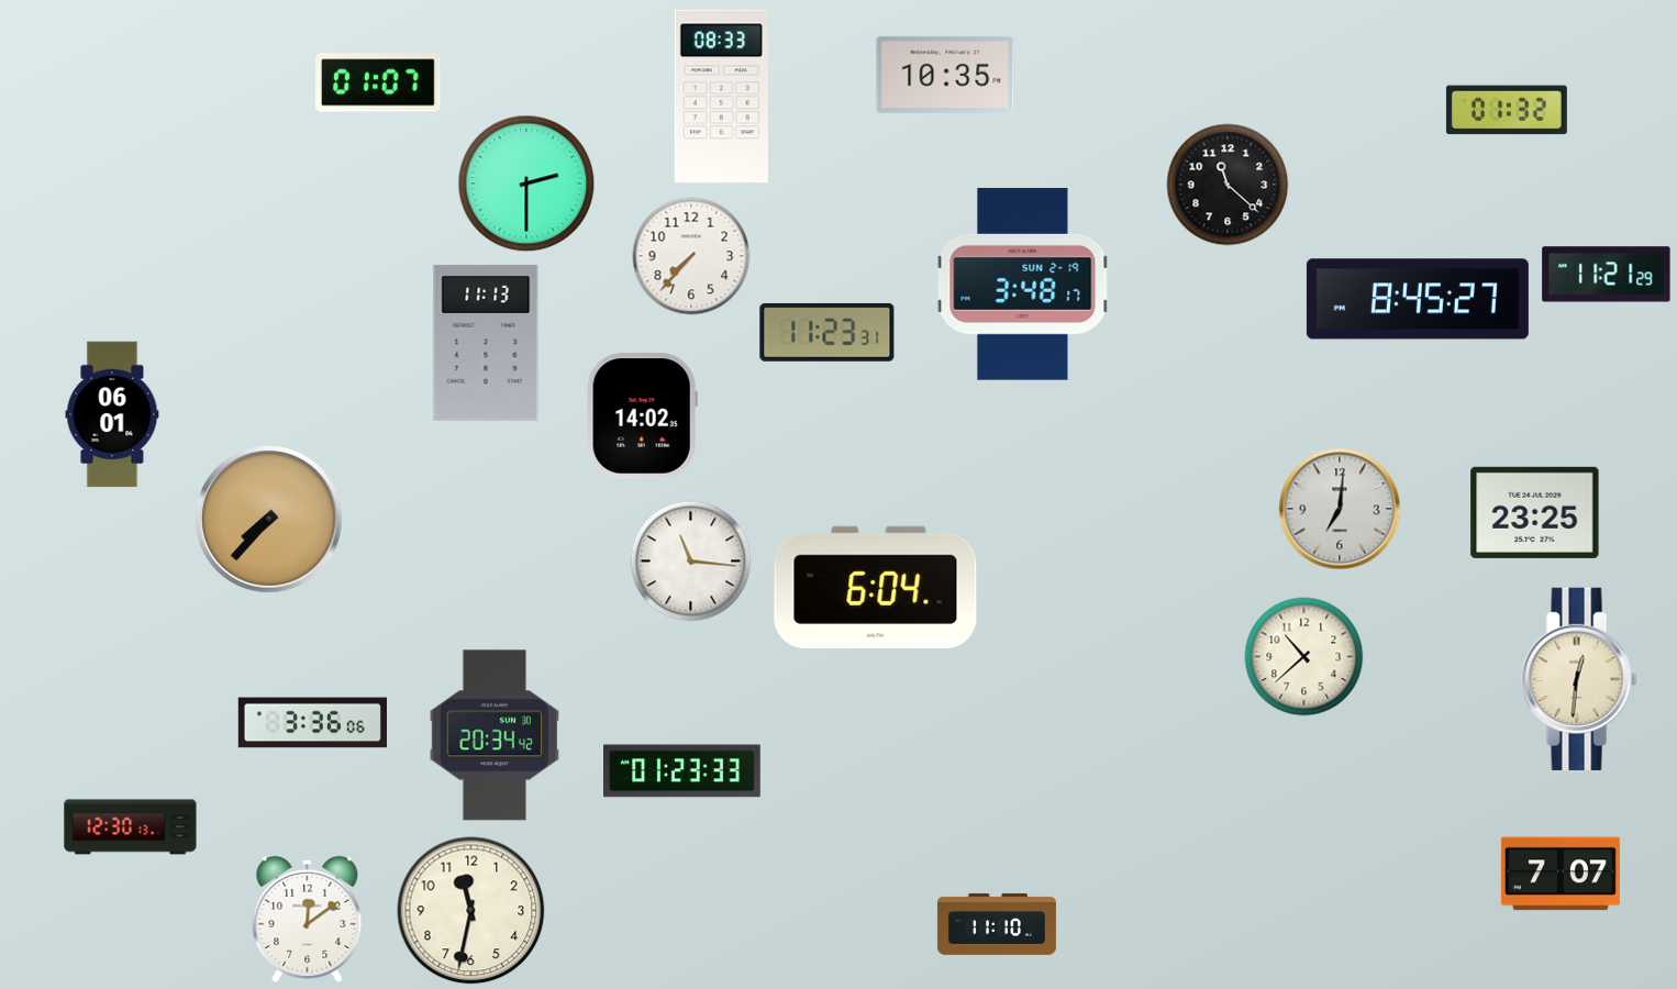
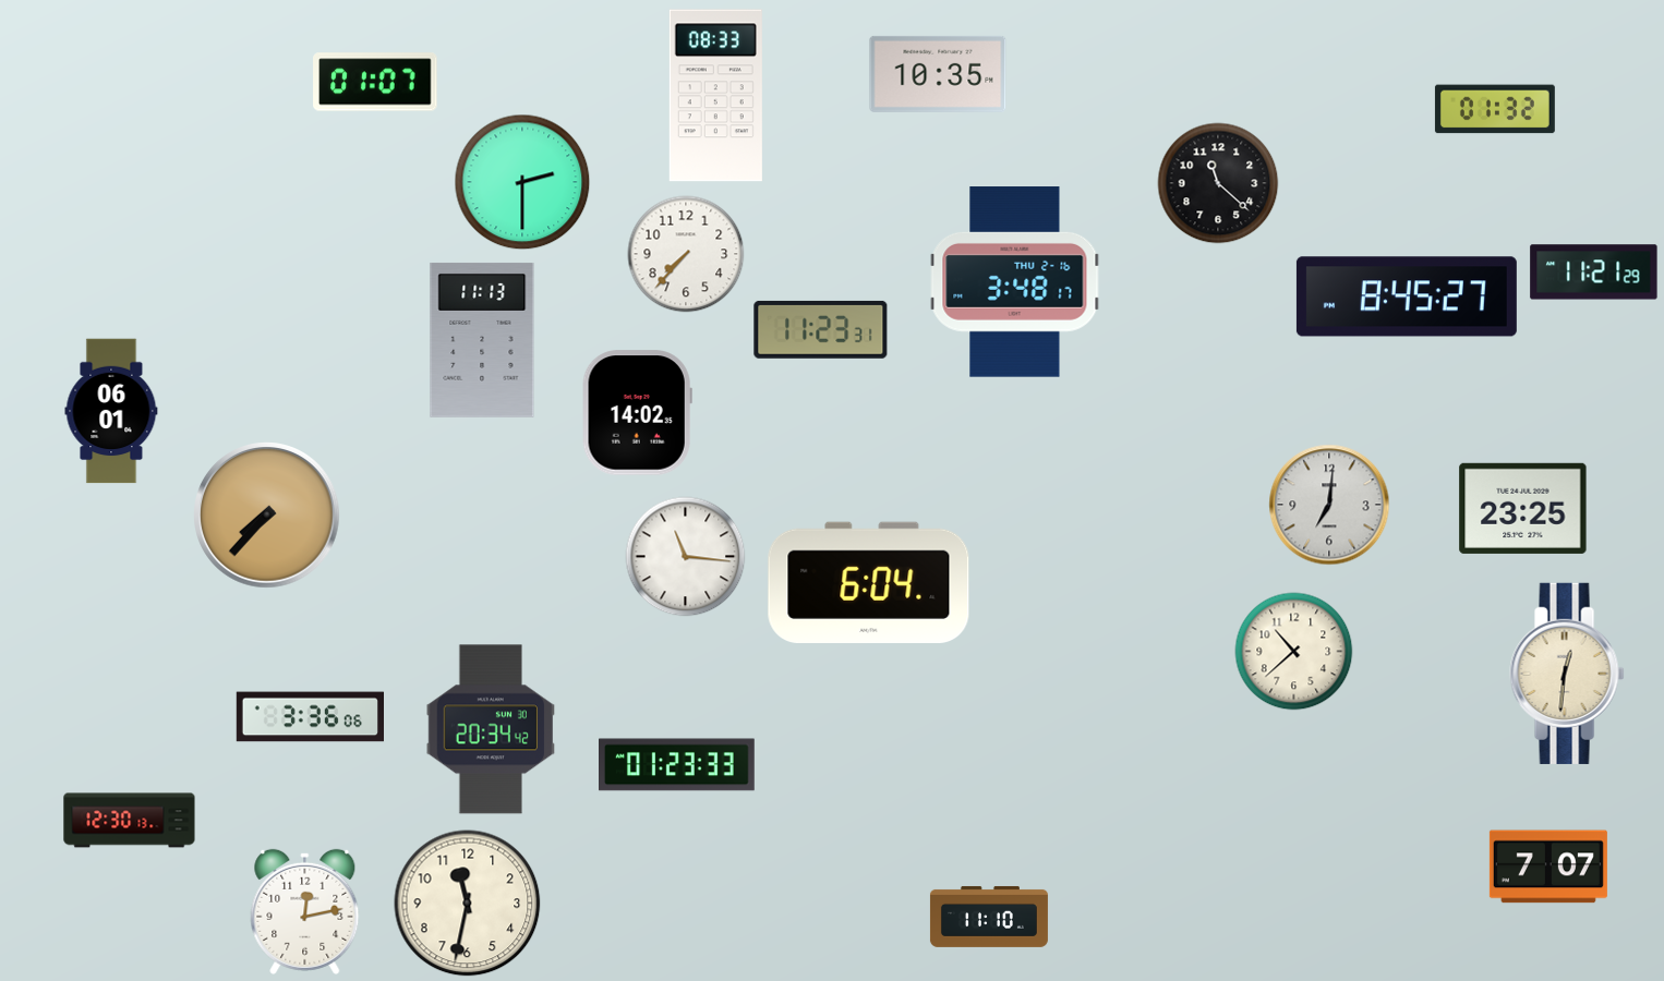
clock at (1023, 285) date: SUN 2-19 -> THU 2-16
clock at (308, 919): 12:09 -> 12:13
